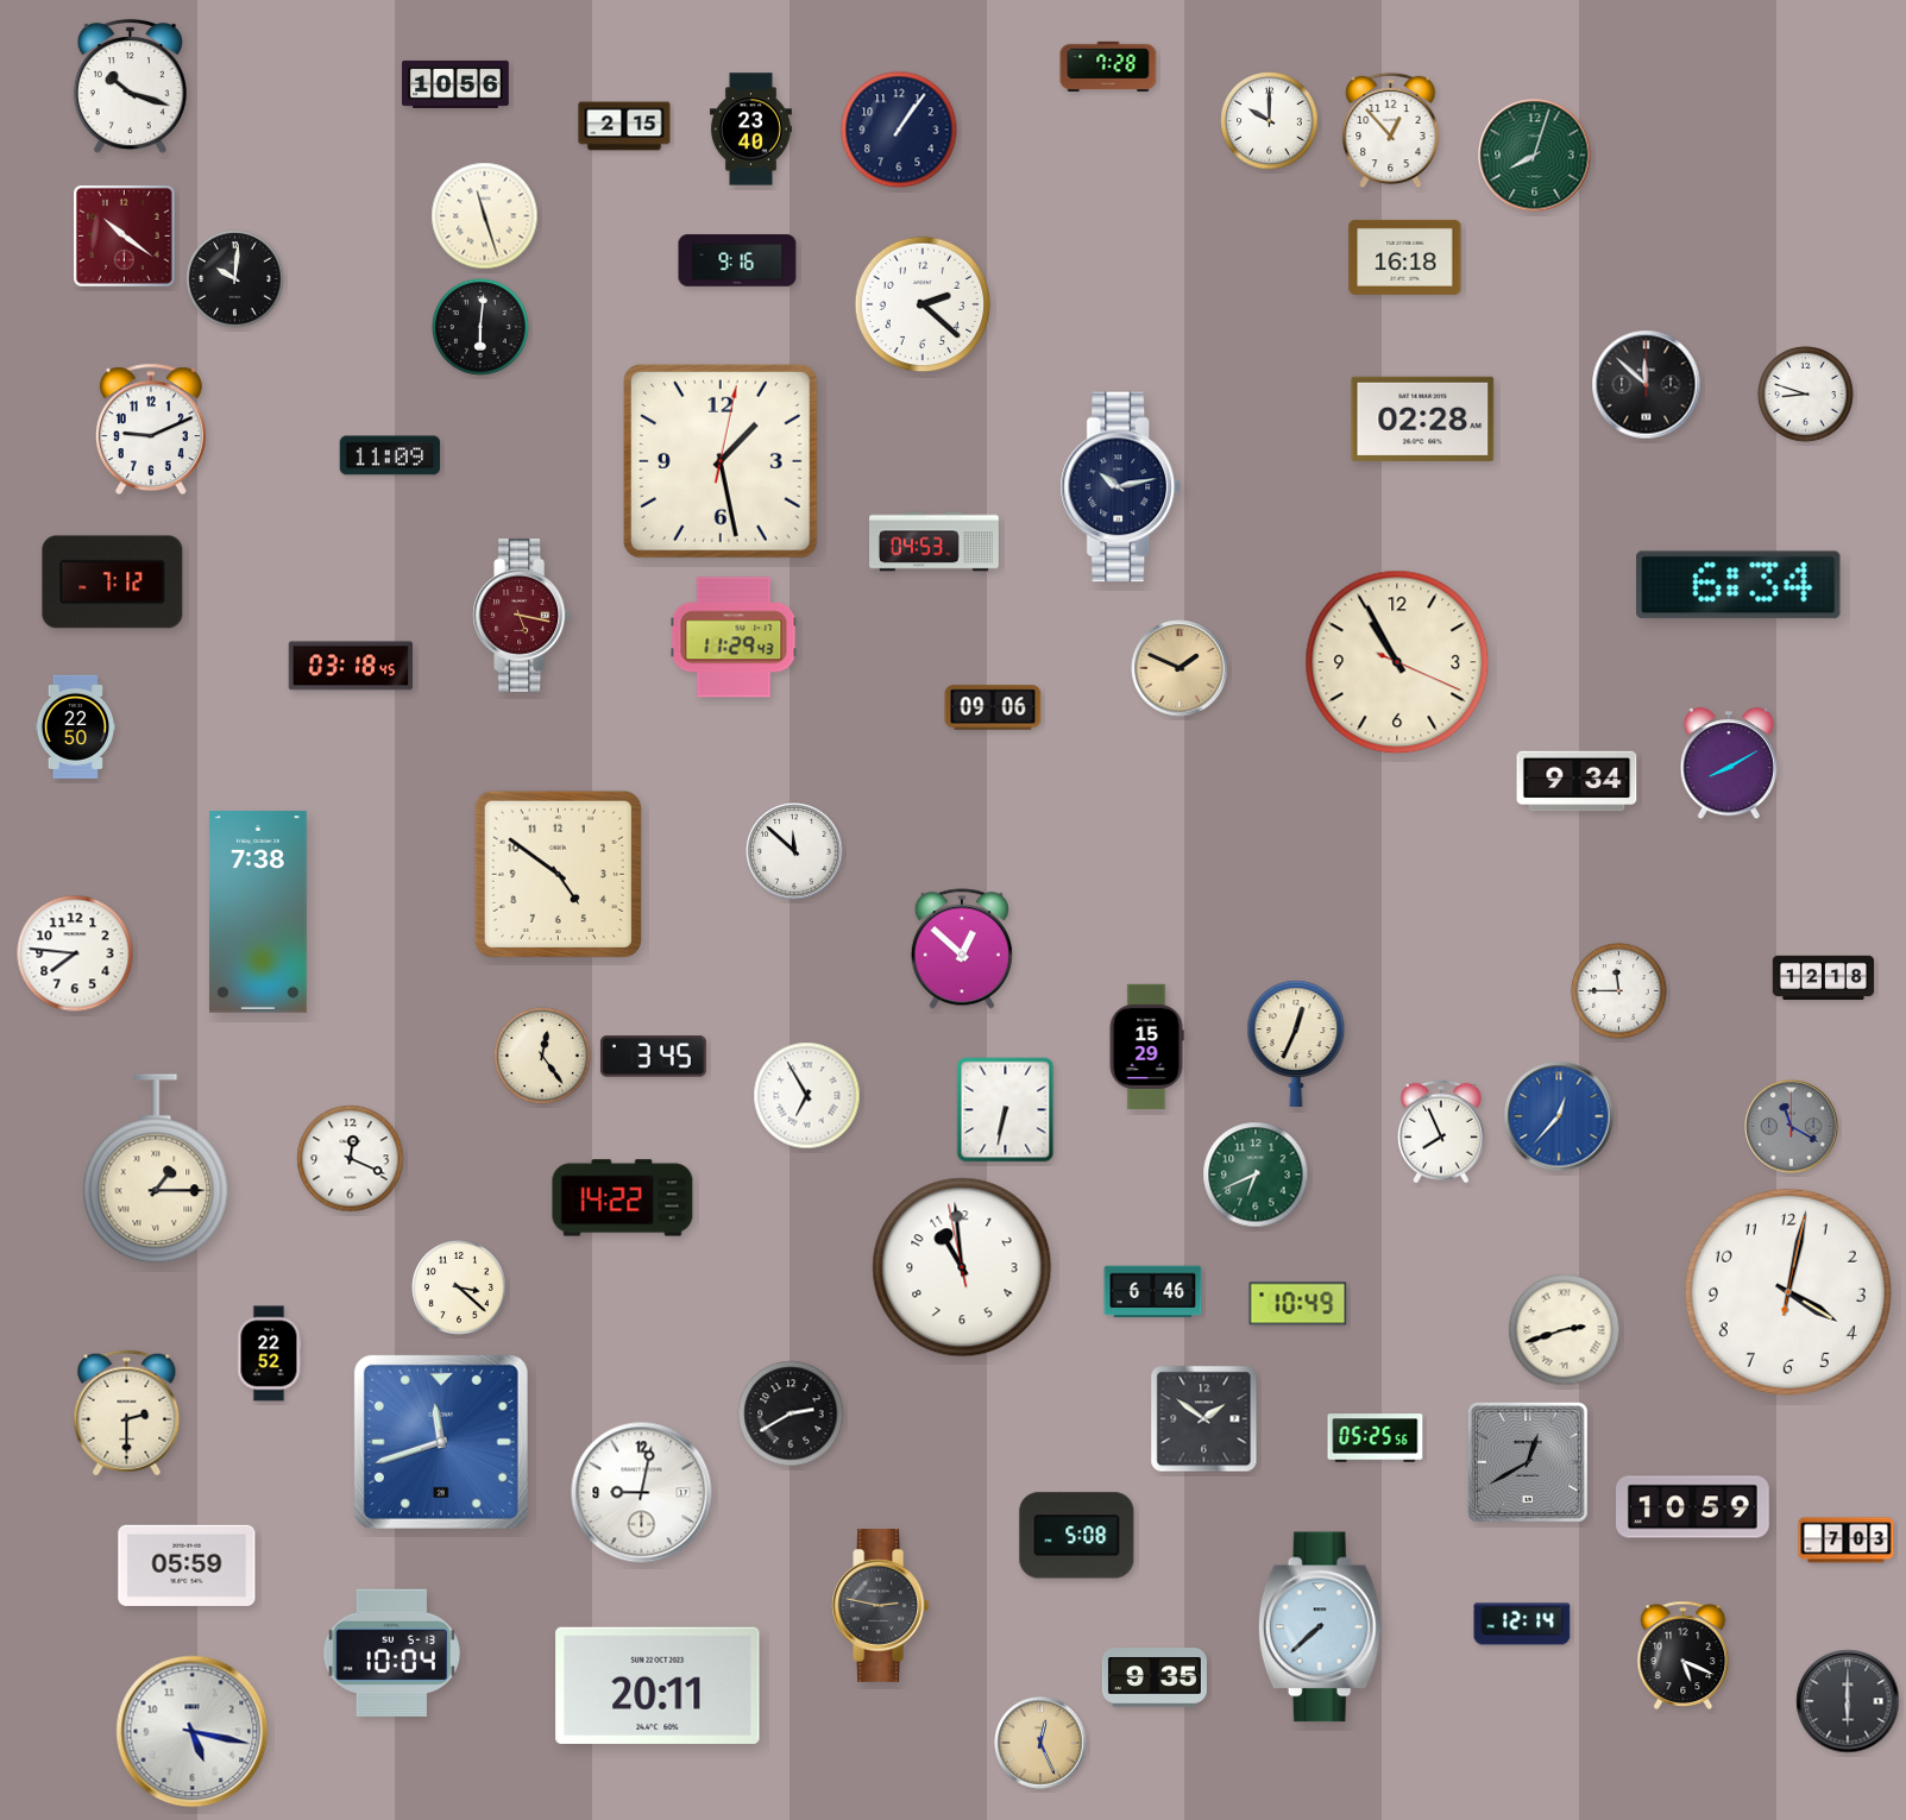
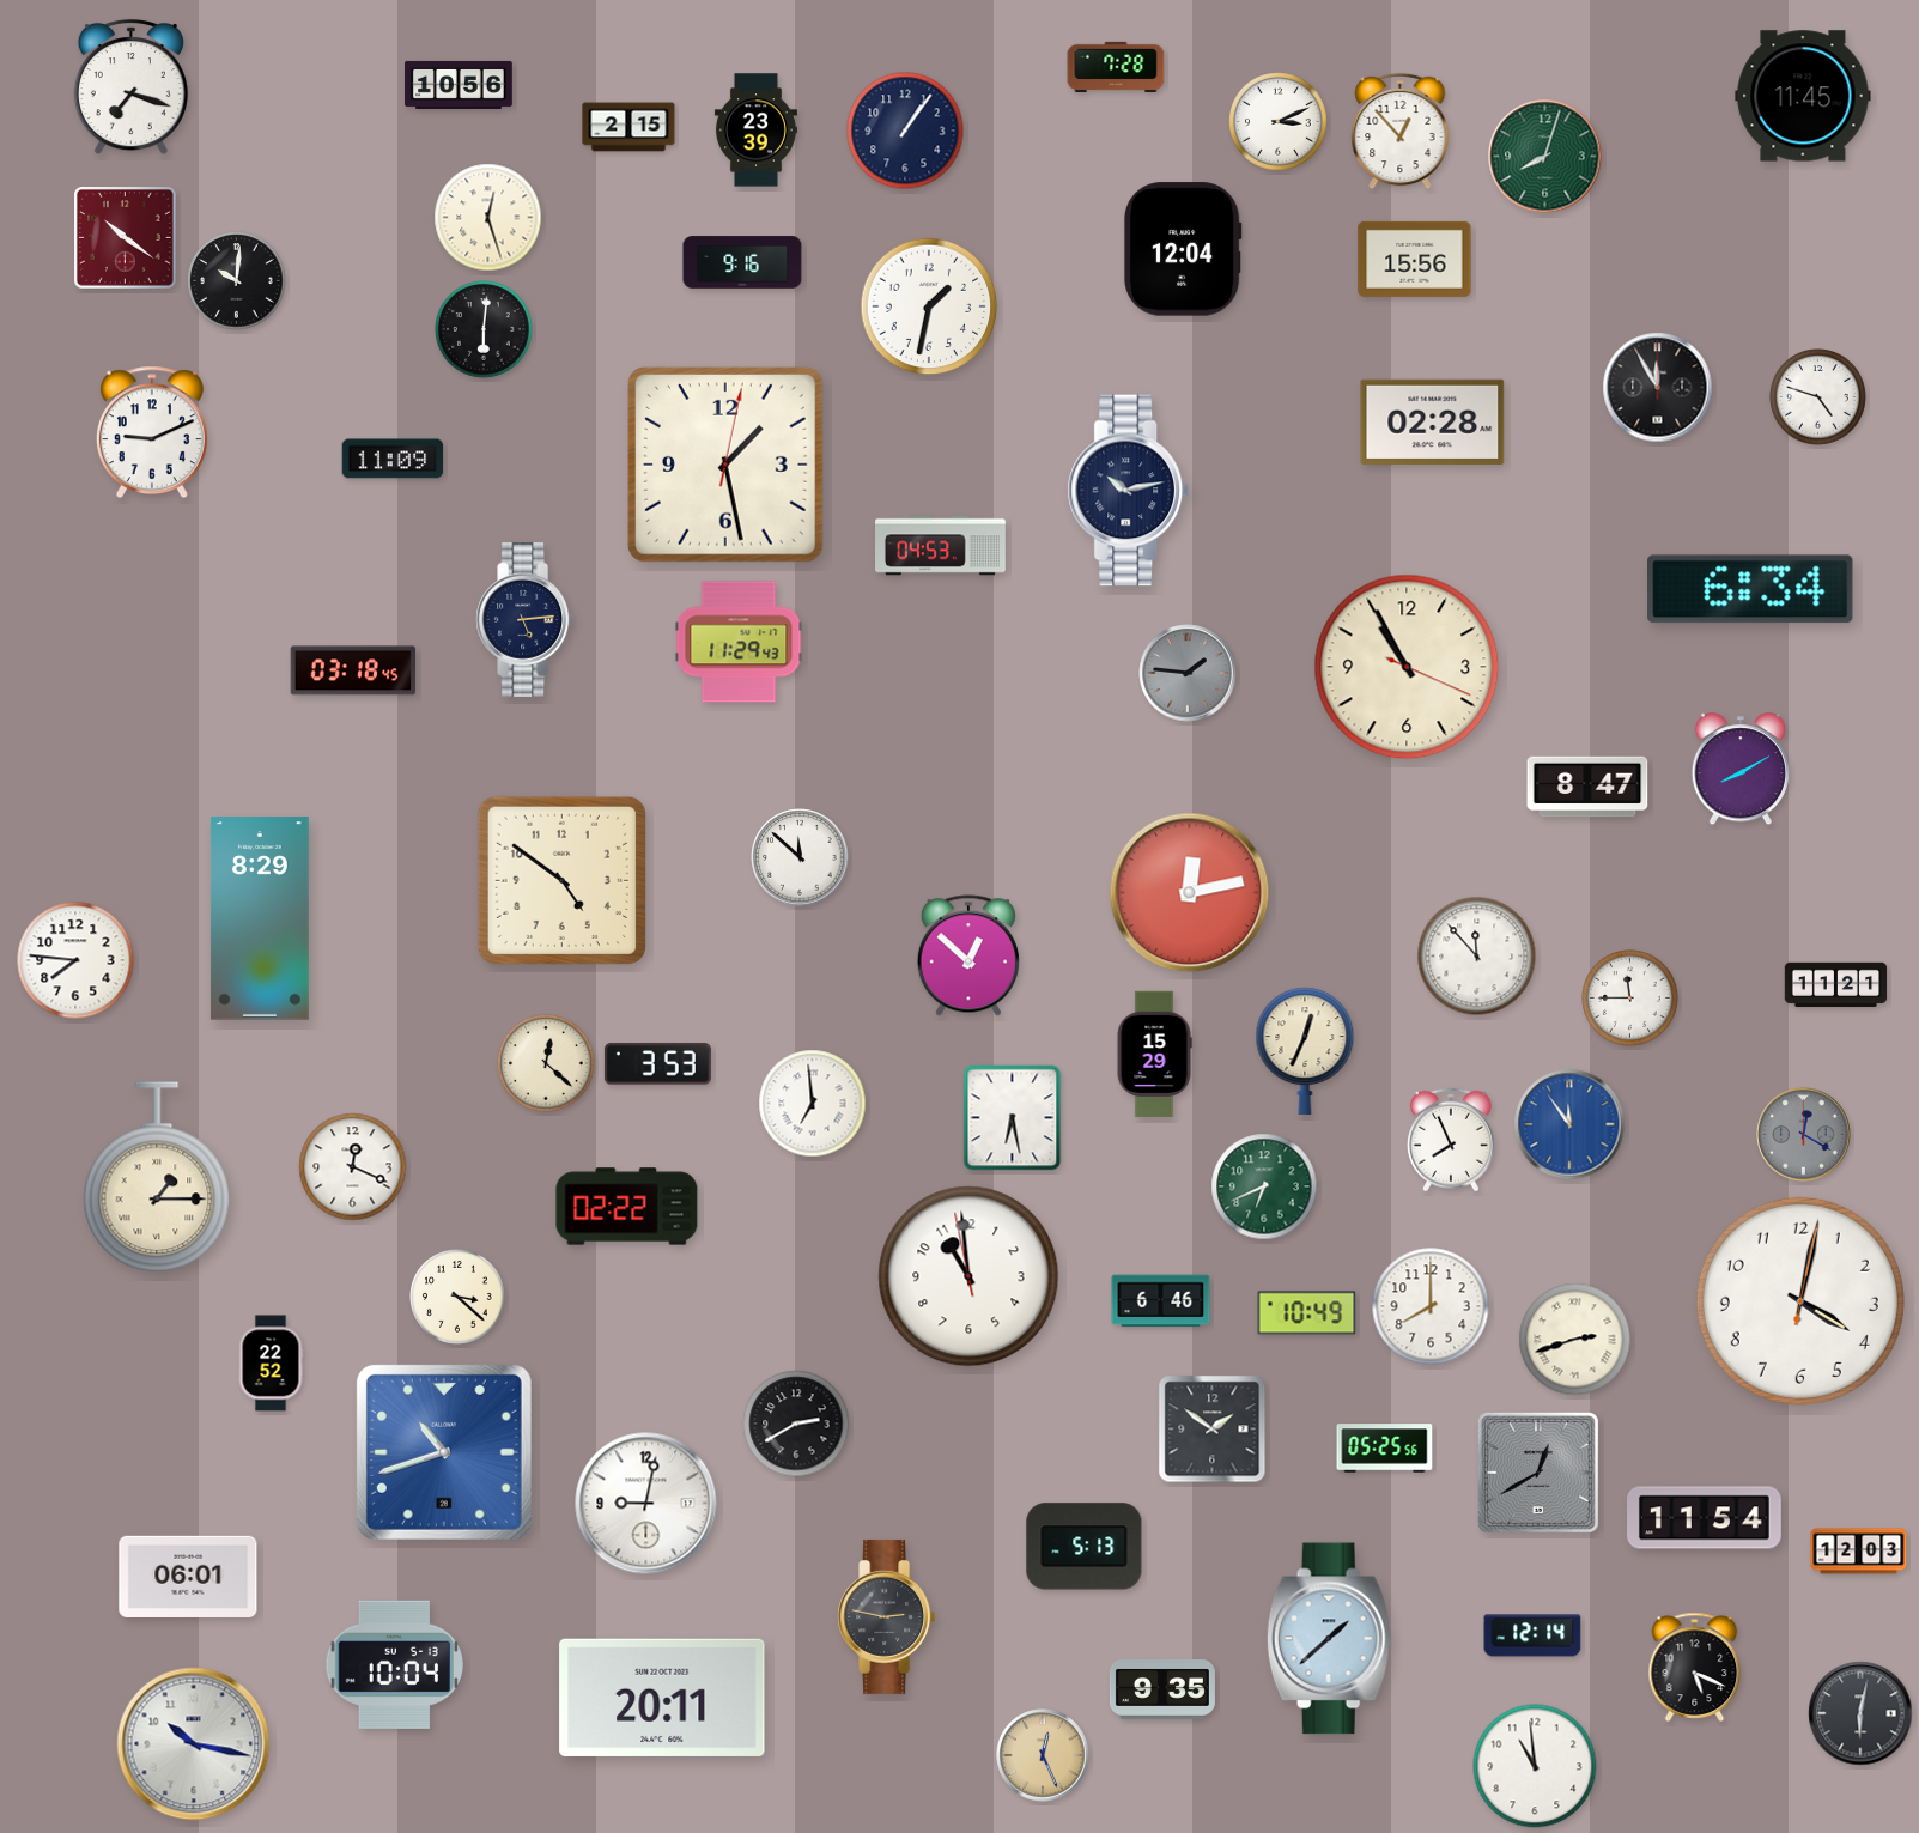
clock at (130, 87): 10:18 -> 7:18
clock at (1803, 96): none -> 11:45
clock at (1270, 121): 10:00 -> 3:11
clock at (750, 130): 23:40 -> 23:39
clock at (485, 216): 11:27 -> 12:27
clock at (1183, 249): none -> 12:04
clock at (1405, 257): 16:18 -> 15:56
clock at (923, 304): 2:22 -> 1:32
clock at (1647, 385): 11:52 -> 11:55
clock at (1806, 395): 8:48 -> 4:48
clock at (113, 582): 7:12 -> none
clock at (522, 615): 5:17 -> 5:14
clock at (522, 615) dial: burgundy -> navy
clock at (1180, 668): 1:49 -> 1:46
clock at (1180, 668) dial: champagne -> grey
clock at (993, 707): 09:06 -> none
clock at (75, 726): 22:50 -> none
clock at (1577, 781): 9:34 -> 8:47
clock at (1190, 893): none -> 12:13
clock at (258, 912): 7:38 -> 8:29
clock at (1477, 957): none -> 11:53
clock at (1824, 978): 12:18 -> 11:21
clock at (542, 1056): 12:24 -> 12:22
clock at (653, 1057): 3:45 -> 3:53
clock at (807, 1096): 6:55 -> 6:59
clock at (1006, 1110): 6:32 -> 6:28
clock at (1559, 1116): 12:37 -> 11:54
clock at (1792, 1127): 11:20 -> 12:20
clock at (1256, 1175) position: (1256, 1175) -> (1264, 1186)
clock at (623, 1198): 14:22 -> 02:22
clock at (460, 1289) position: (460, 1289) -> (459, 1298)
clock at (1431, 1306): none -> 8:00
clock at (127, 1413): 2:30 -> none
clock at (441, 1442): 11:42 -> 10:42
clock at (1693, 1507): 10:59 -> 11:54
clock at (1077, 1536): 5:08 -> 5:13
clock at (1847, 1541): 7:03 -> 12:03
clock at (187, 1564): 05:59 -> 06:01
clock at (1320, 1627): 7:38 -> 1:38
clock at (1848, 1701): 6:00 -> 6:02
clock at (193, 1732): 5:17 -> 10:17
clock at (1040, 1743) position: (1040, 1743) -> (1043, 1755)
clock at (1535, 1766): none -> 10:59
